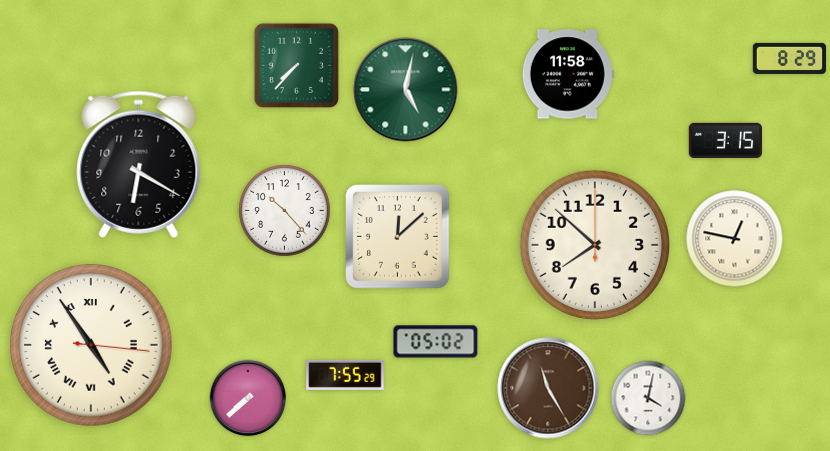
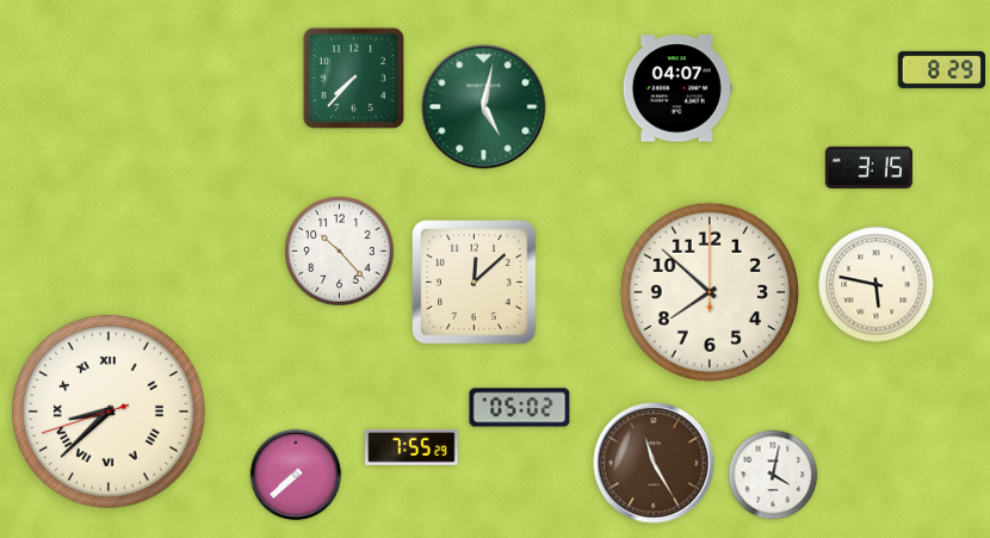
clock at (568, 74): 11:58 -> 04:07
clock at (725, 140) position: (725, 140) -> (868, 167)
clock at (139, 164): 6:20 -> none
clock at (735, 239): 12:47 -> 5:47
clock at (91, 345): 4:54 -> 8:37
